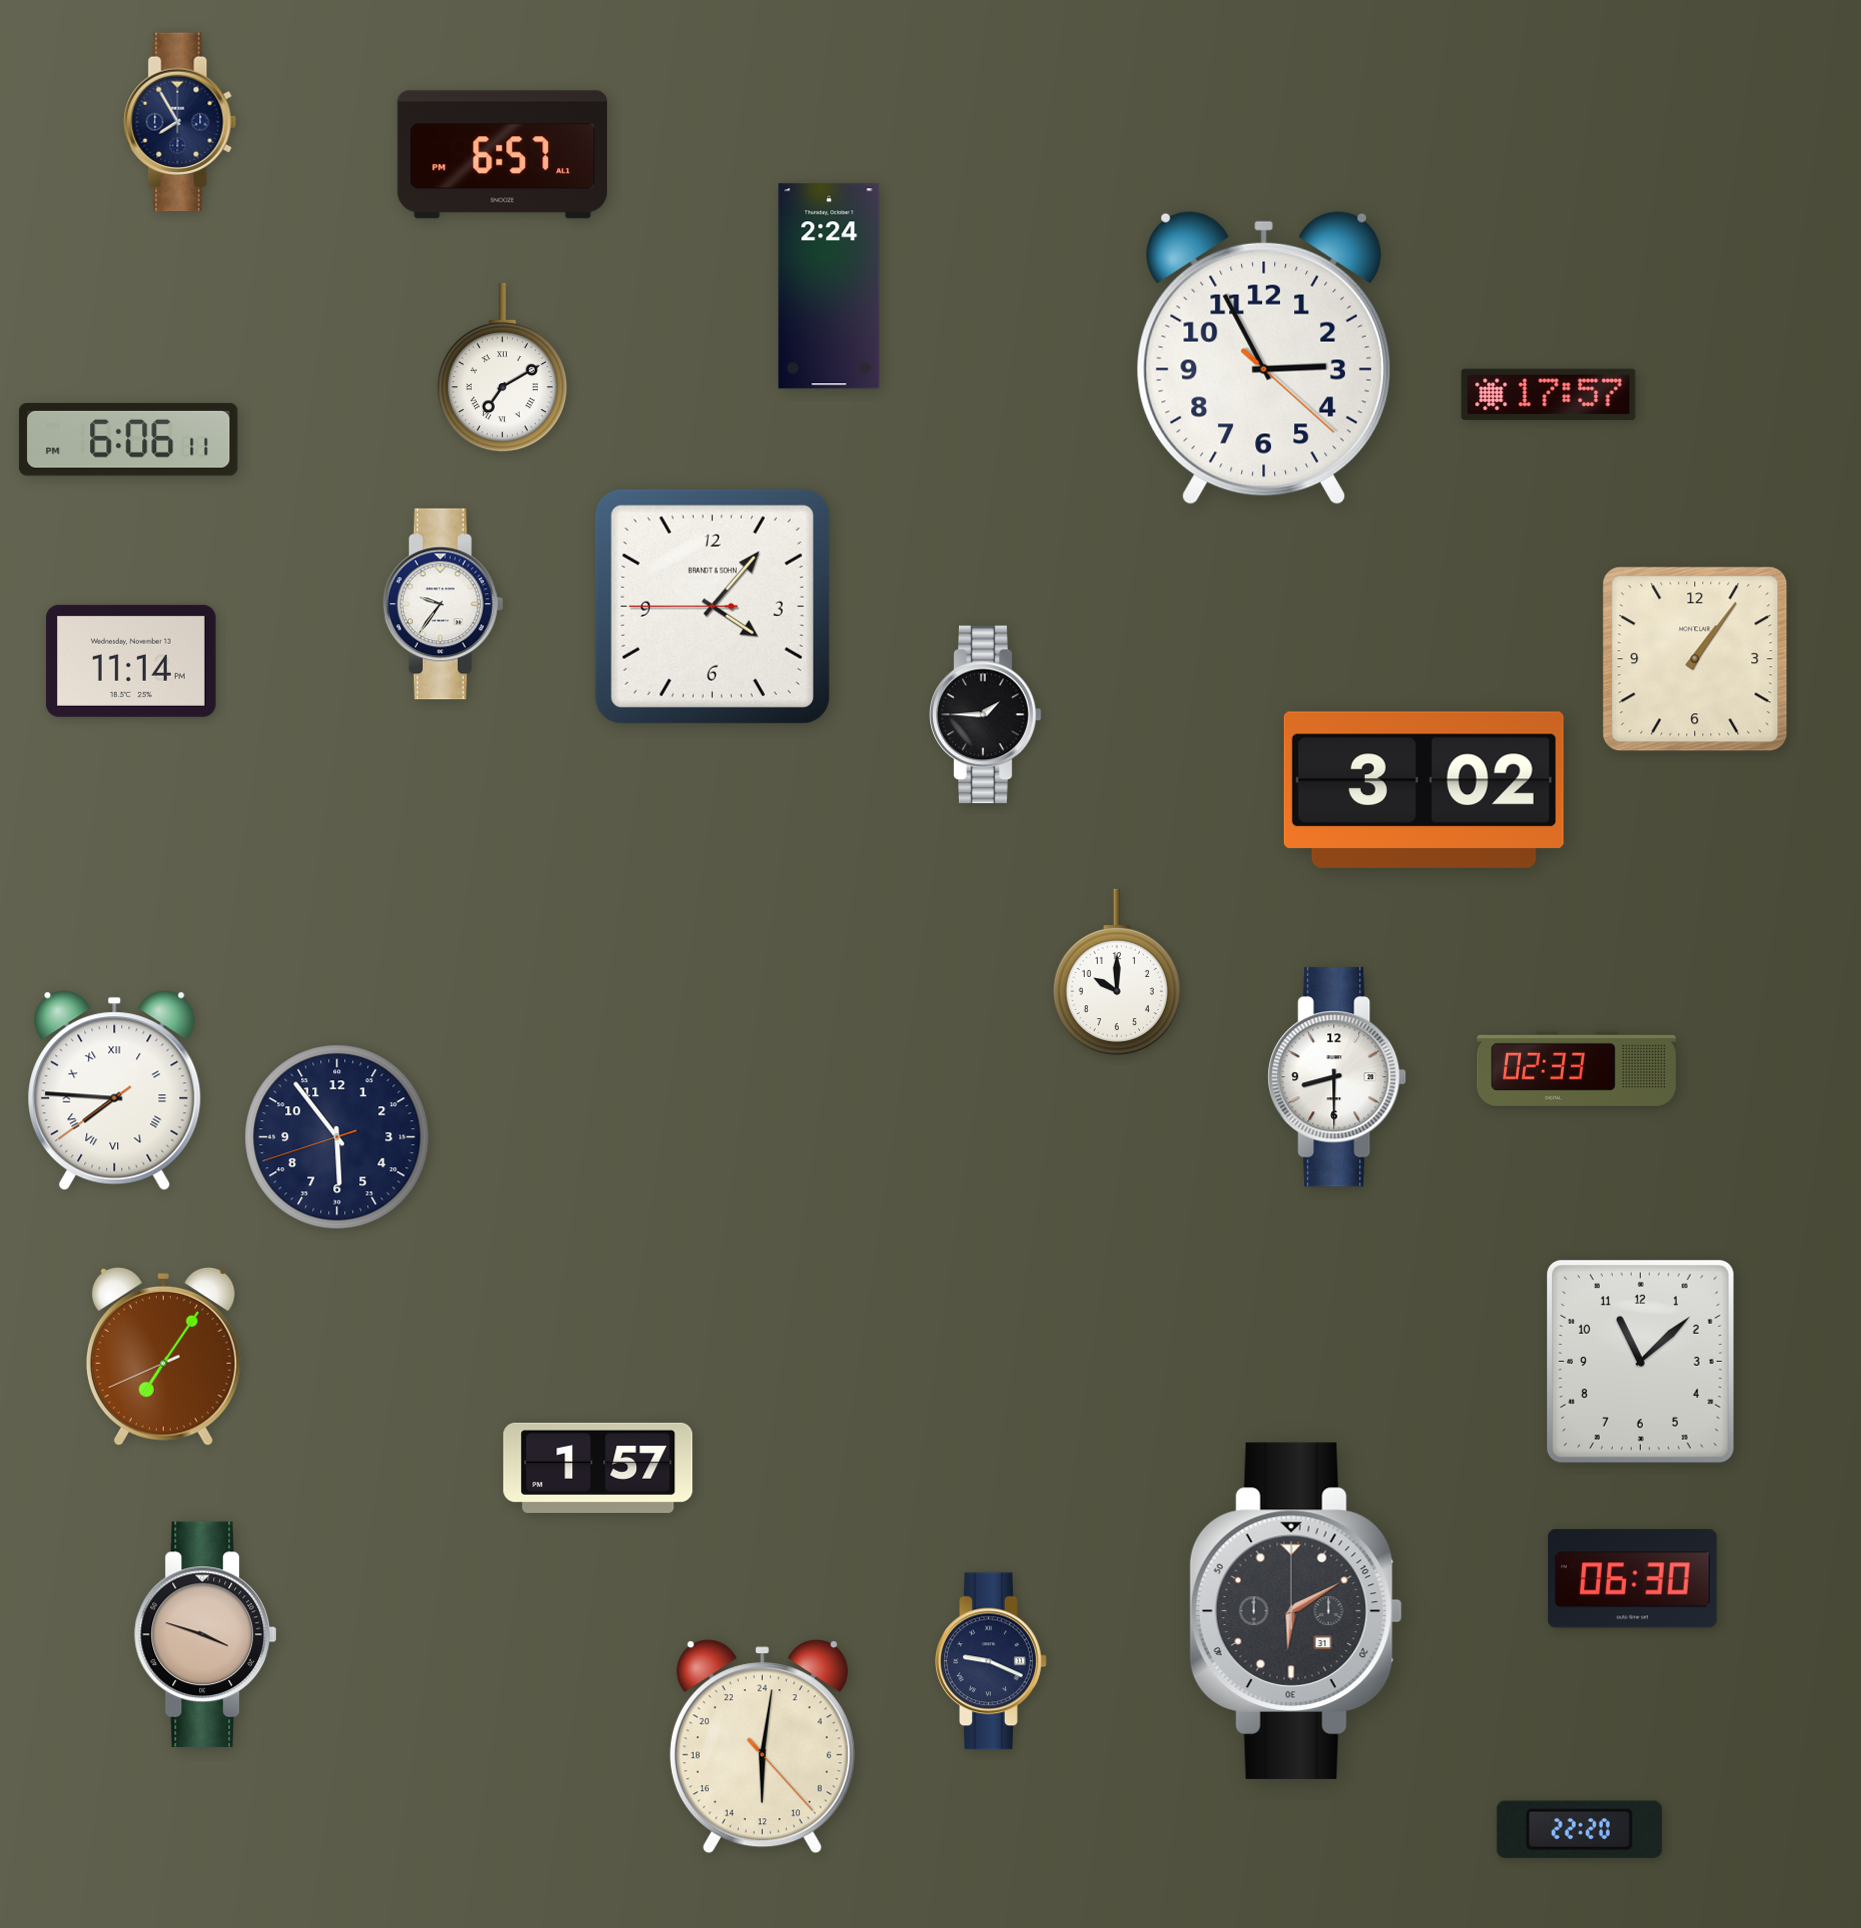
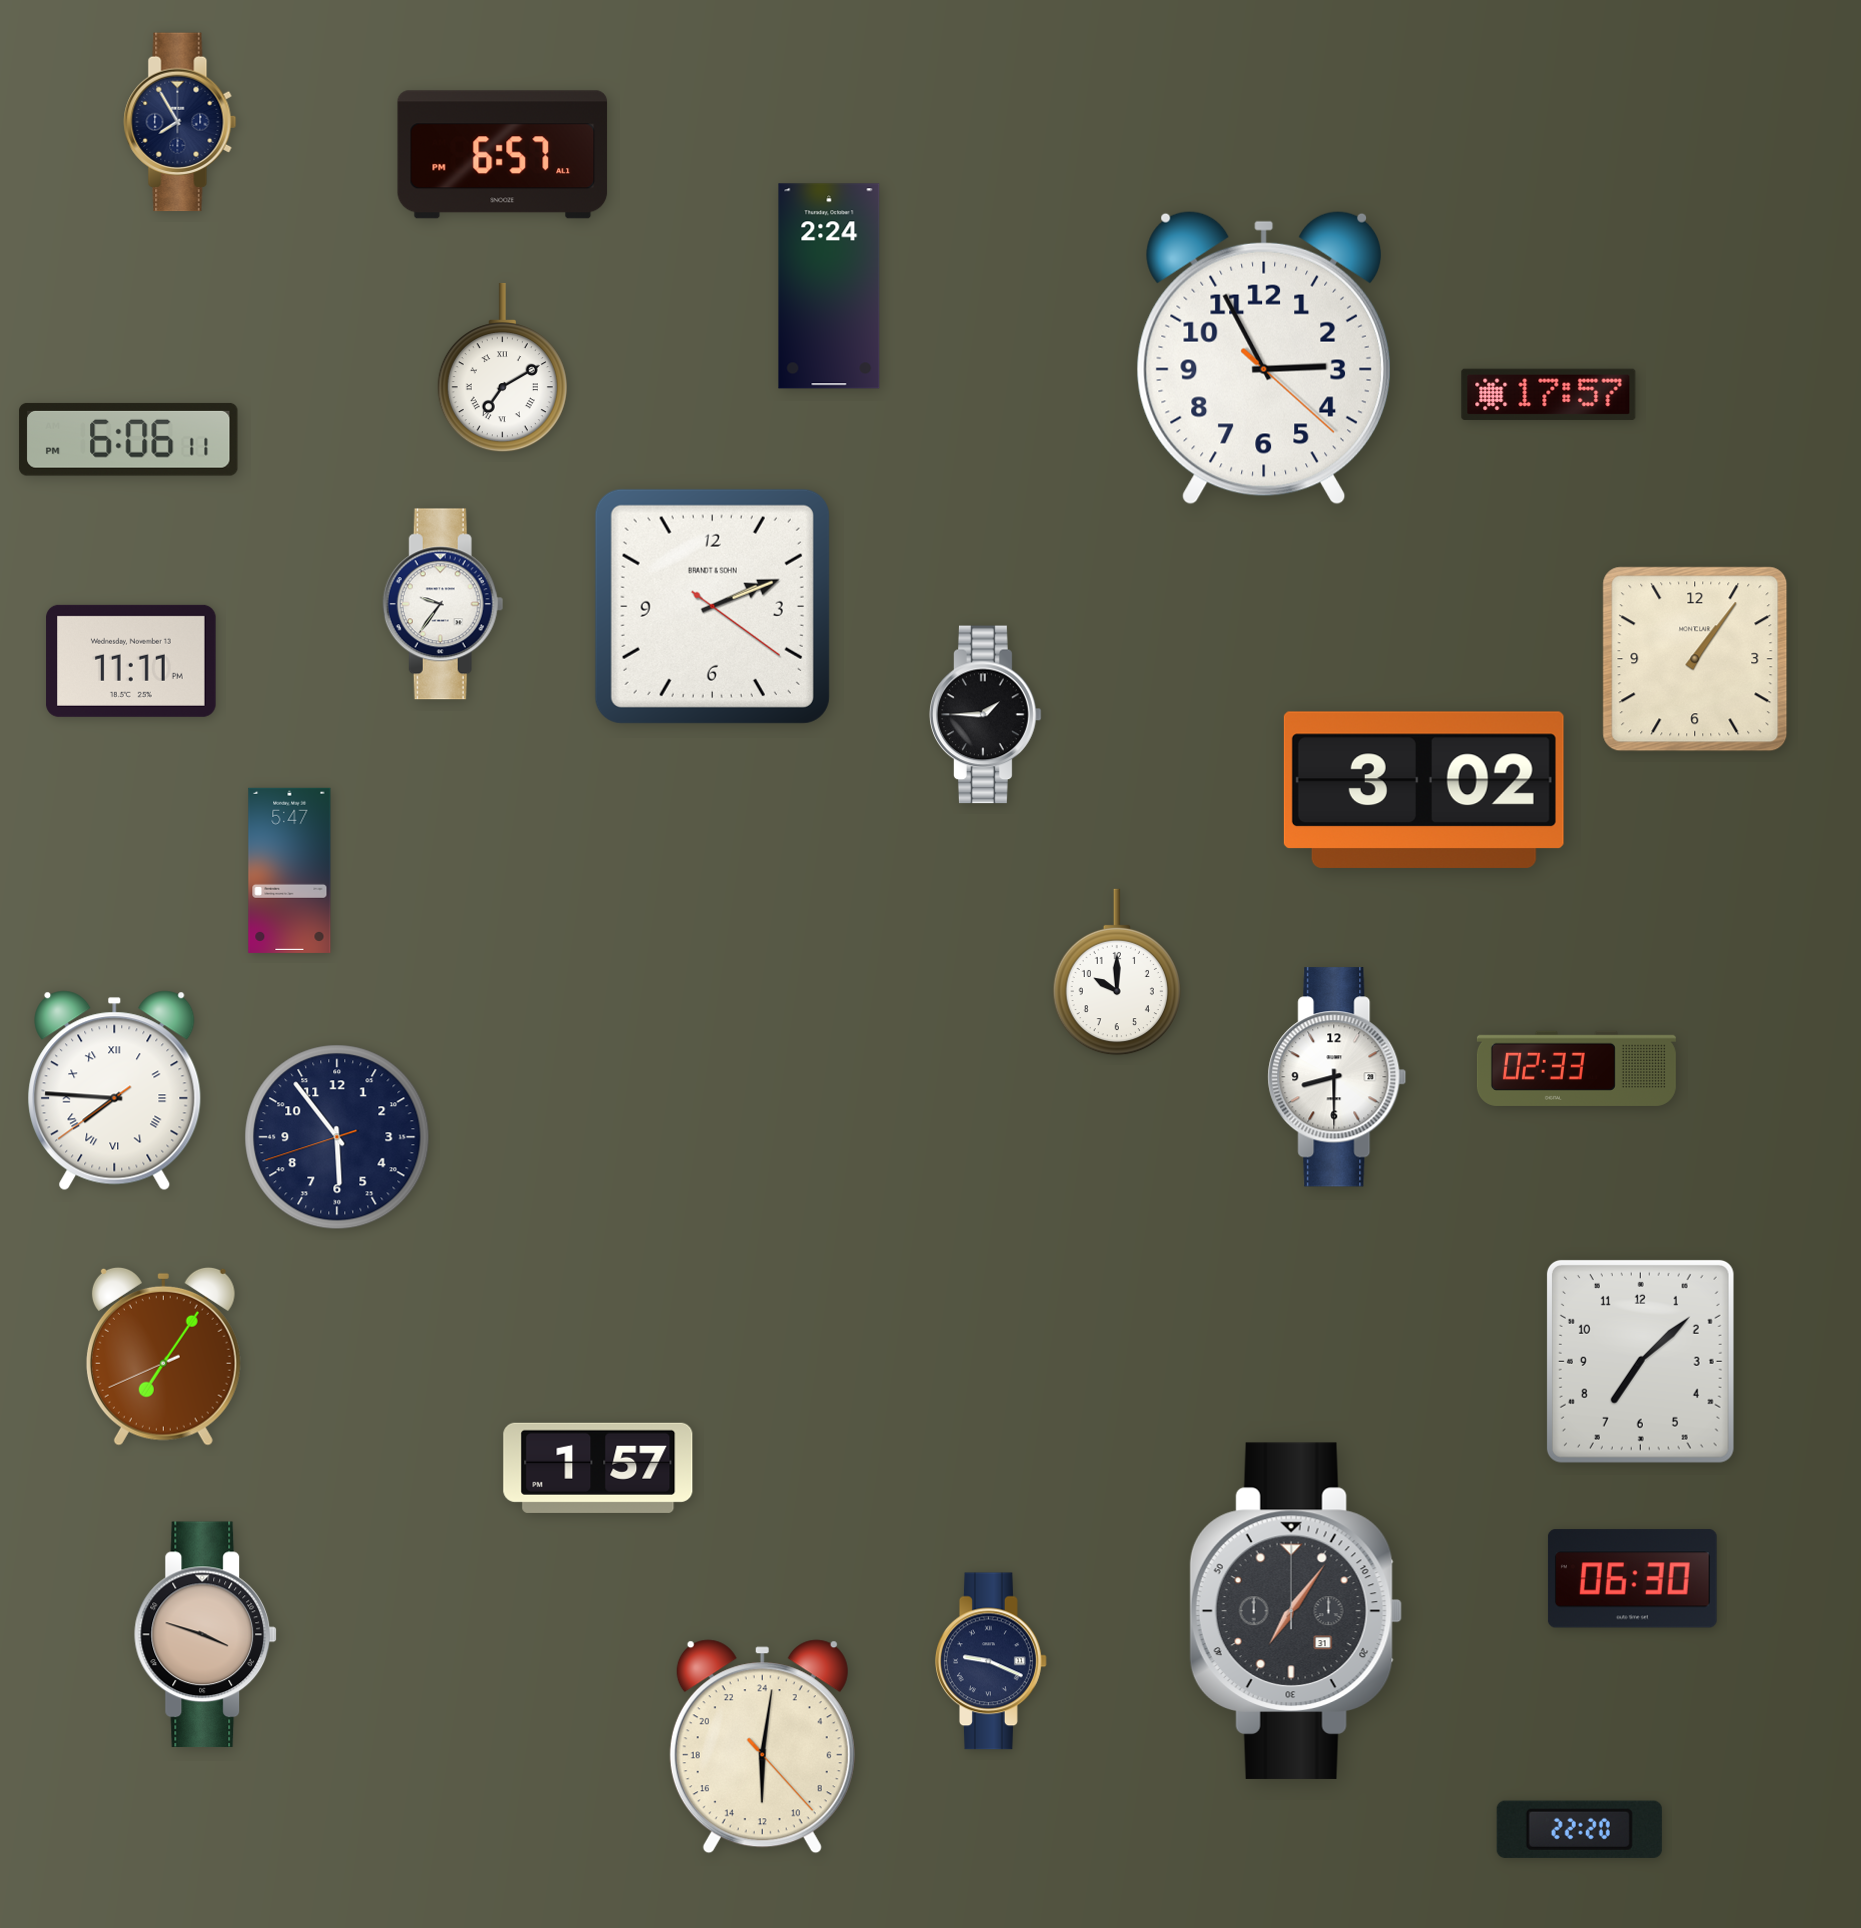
clock at (712, 606): 4:06 -> 2:11
clock at (131, 661): 11:14 -> 11:11
clock at (290, 870): none -> 5:47
clock at (1640, 1361): 11:08 -> 7:08
clock at (1296, 1611): 6:10 -> 7:06
